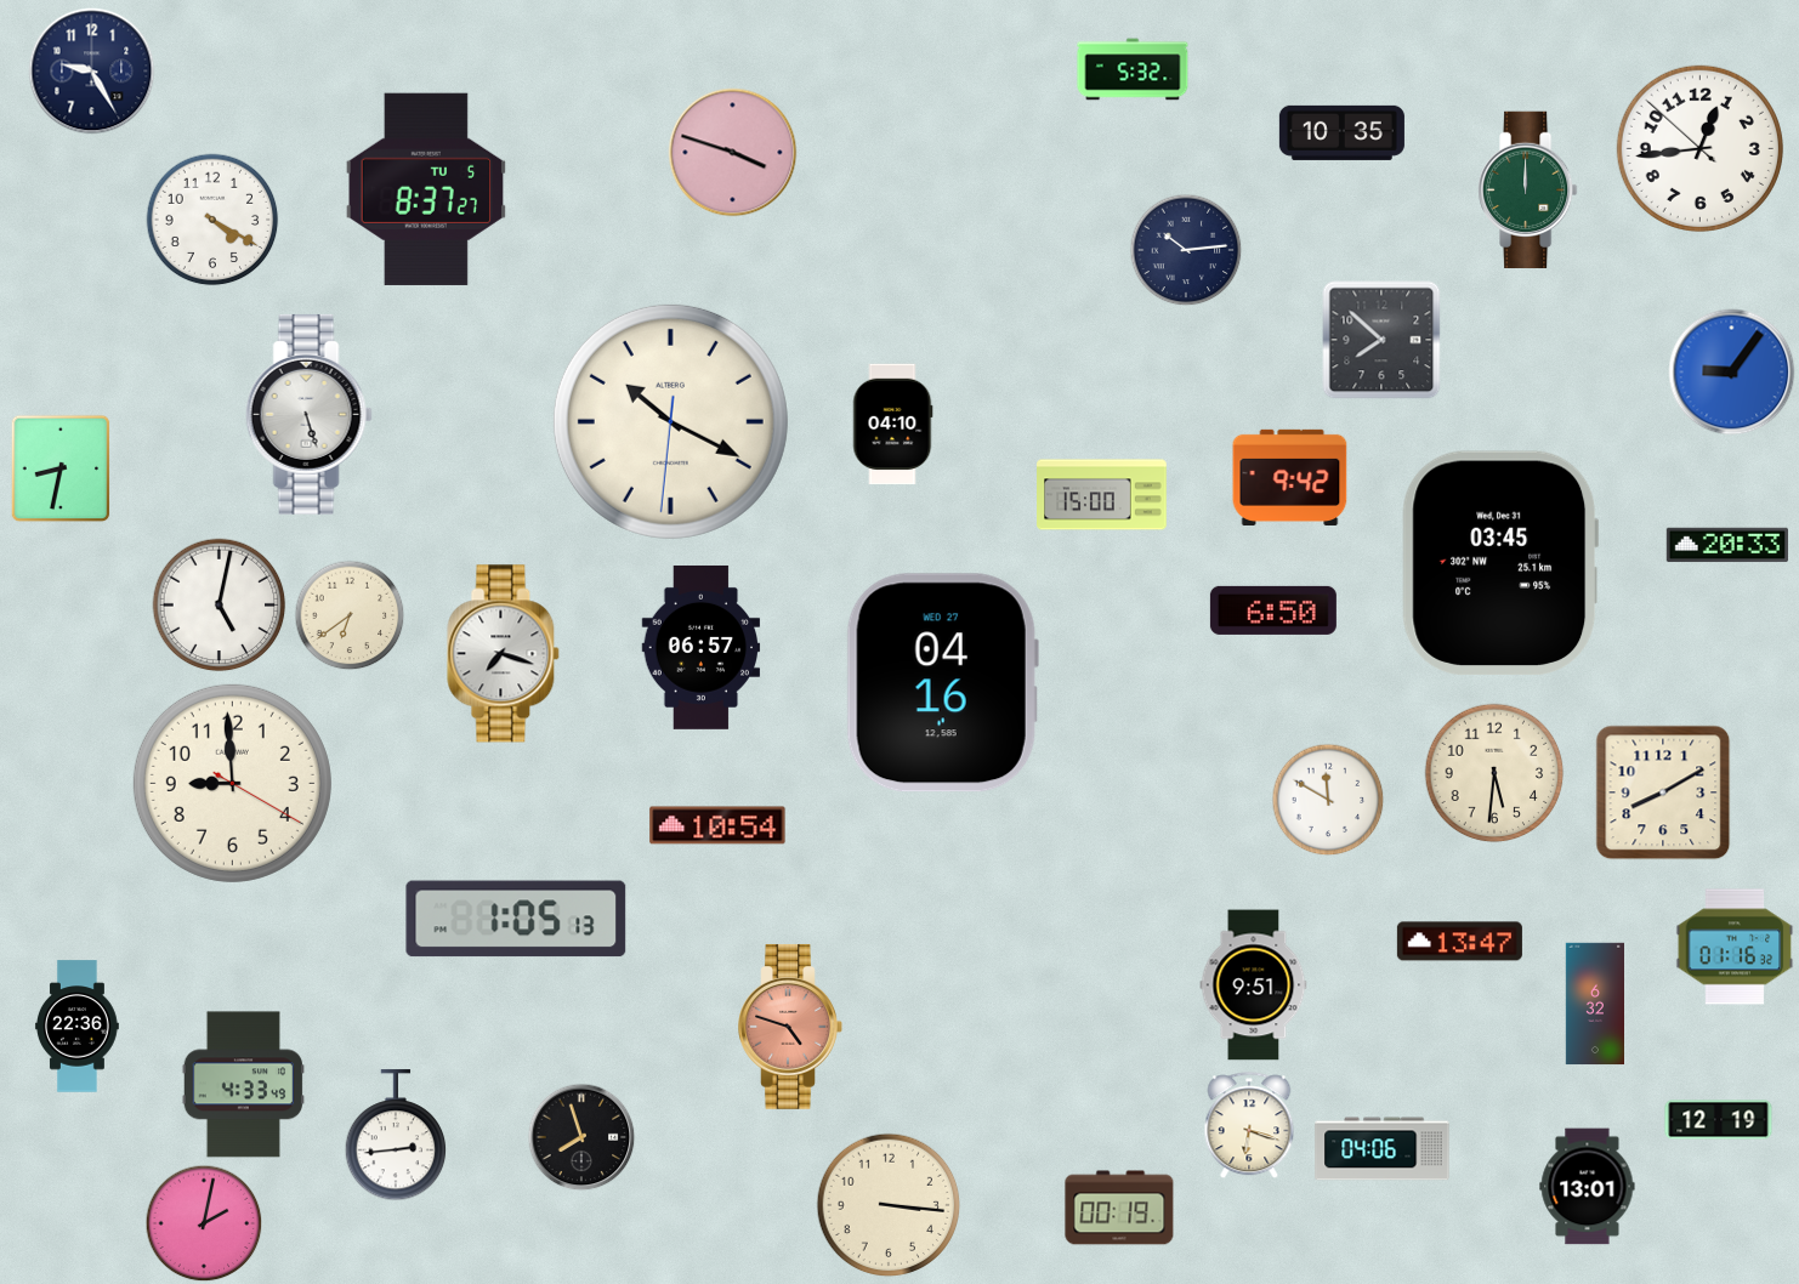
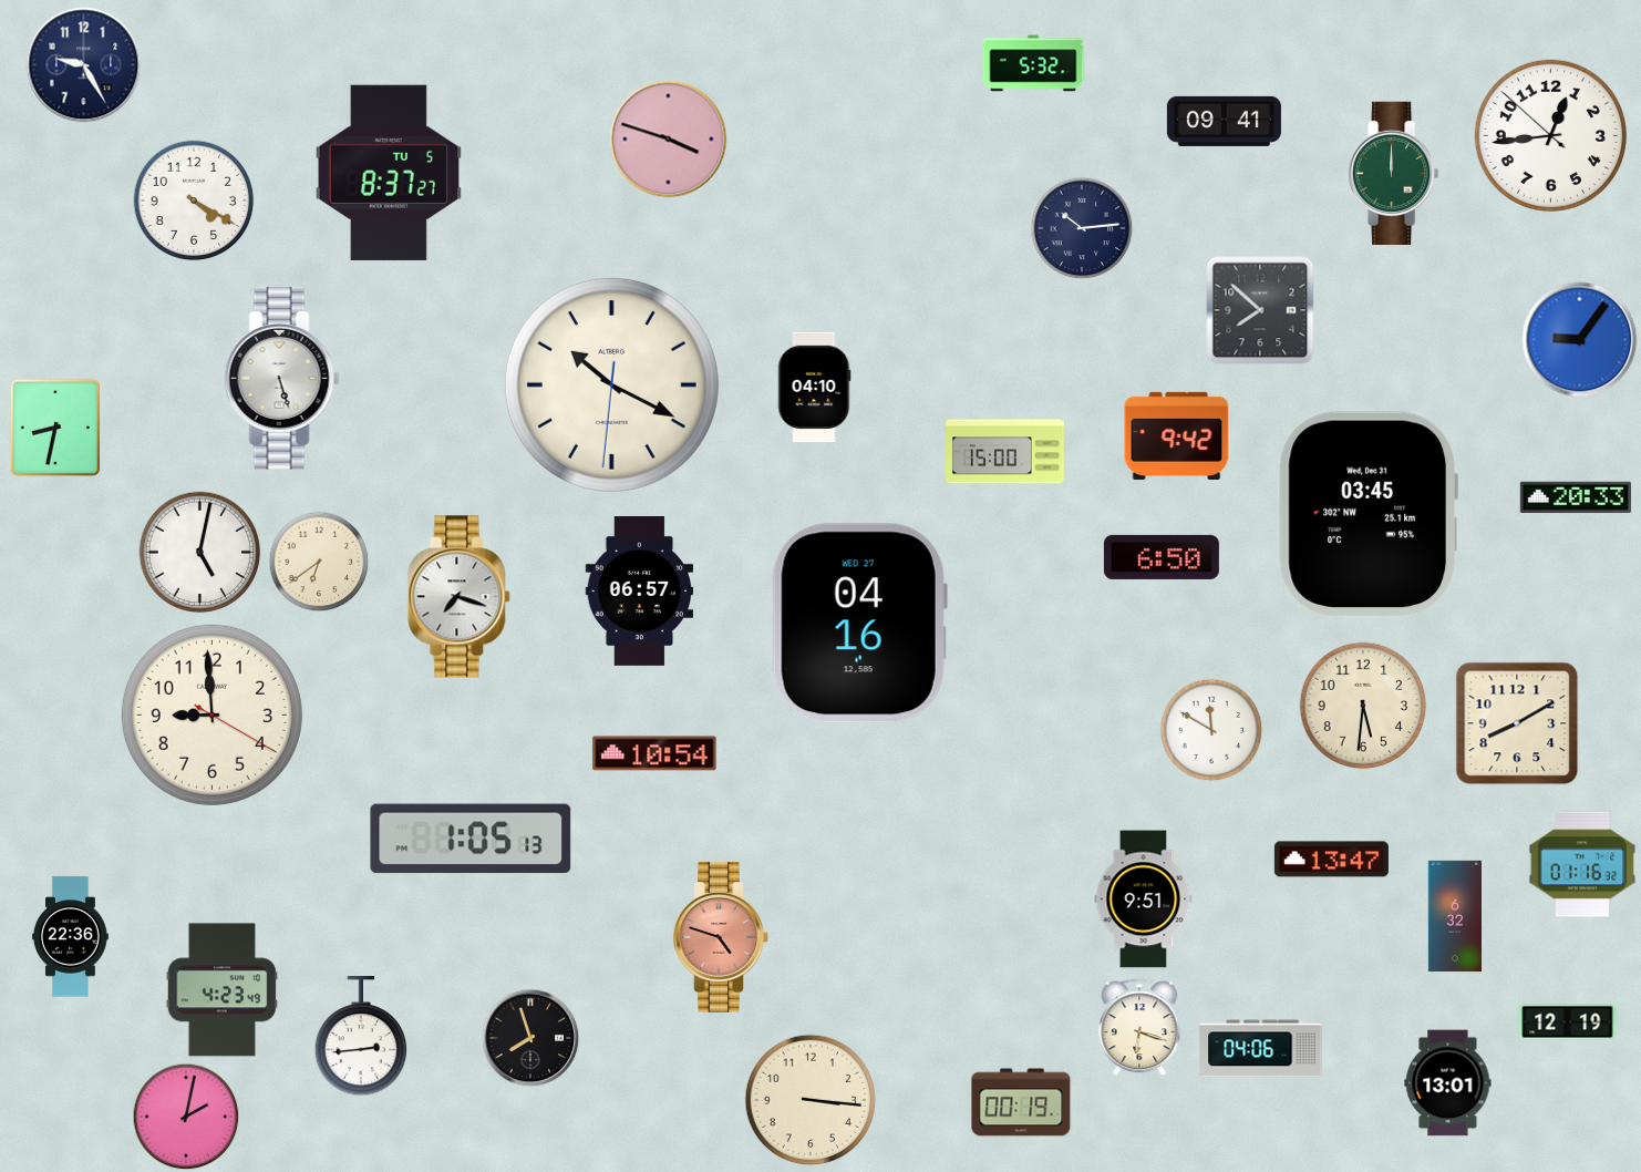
clock at (1341, 132): 10:35 -> 09:41
clock at (244, 1085): 4:33 -> 4:23
